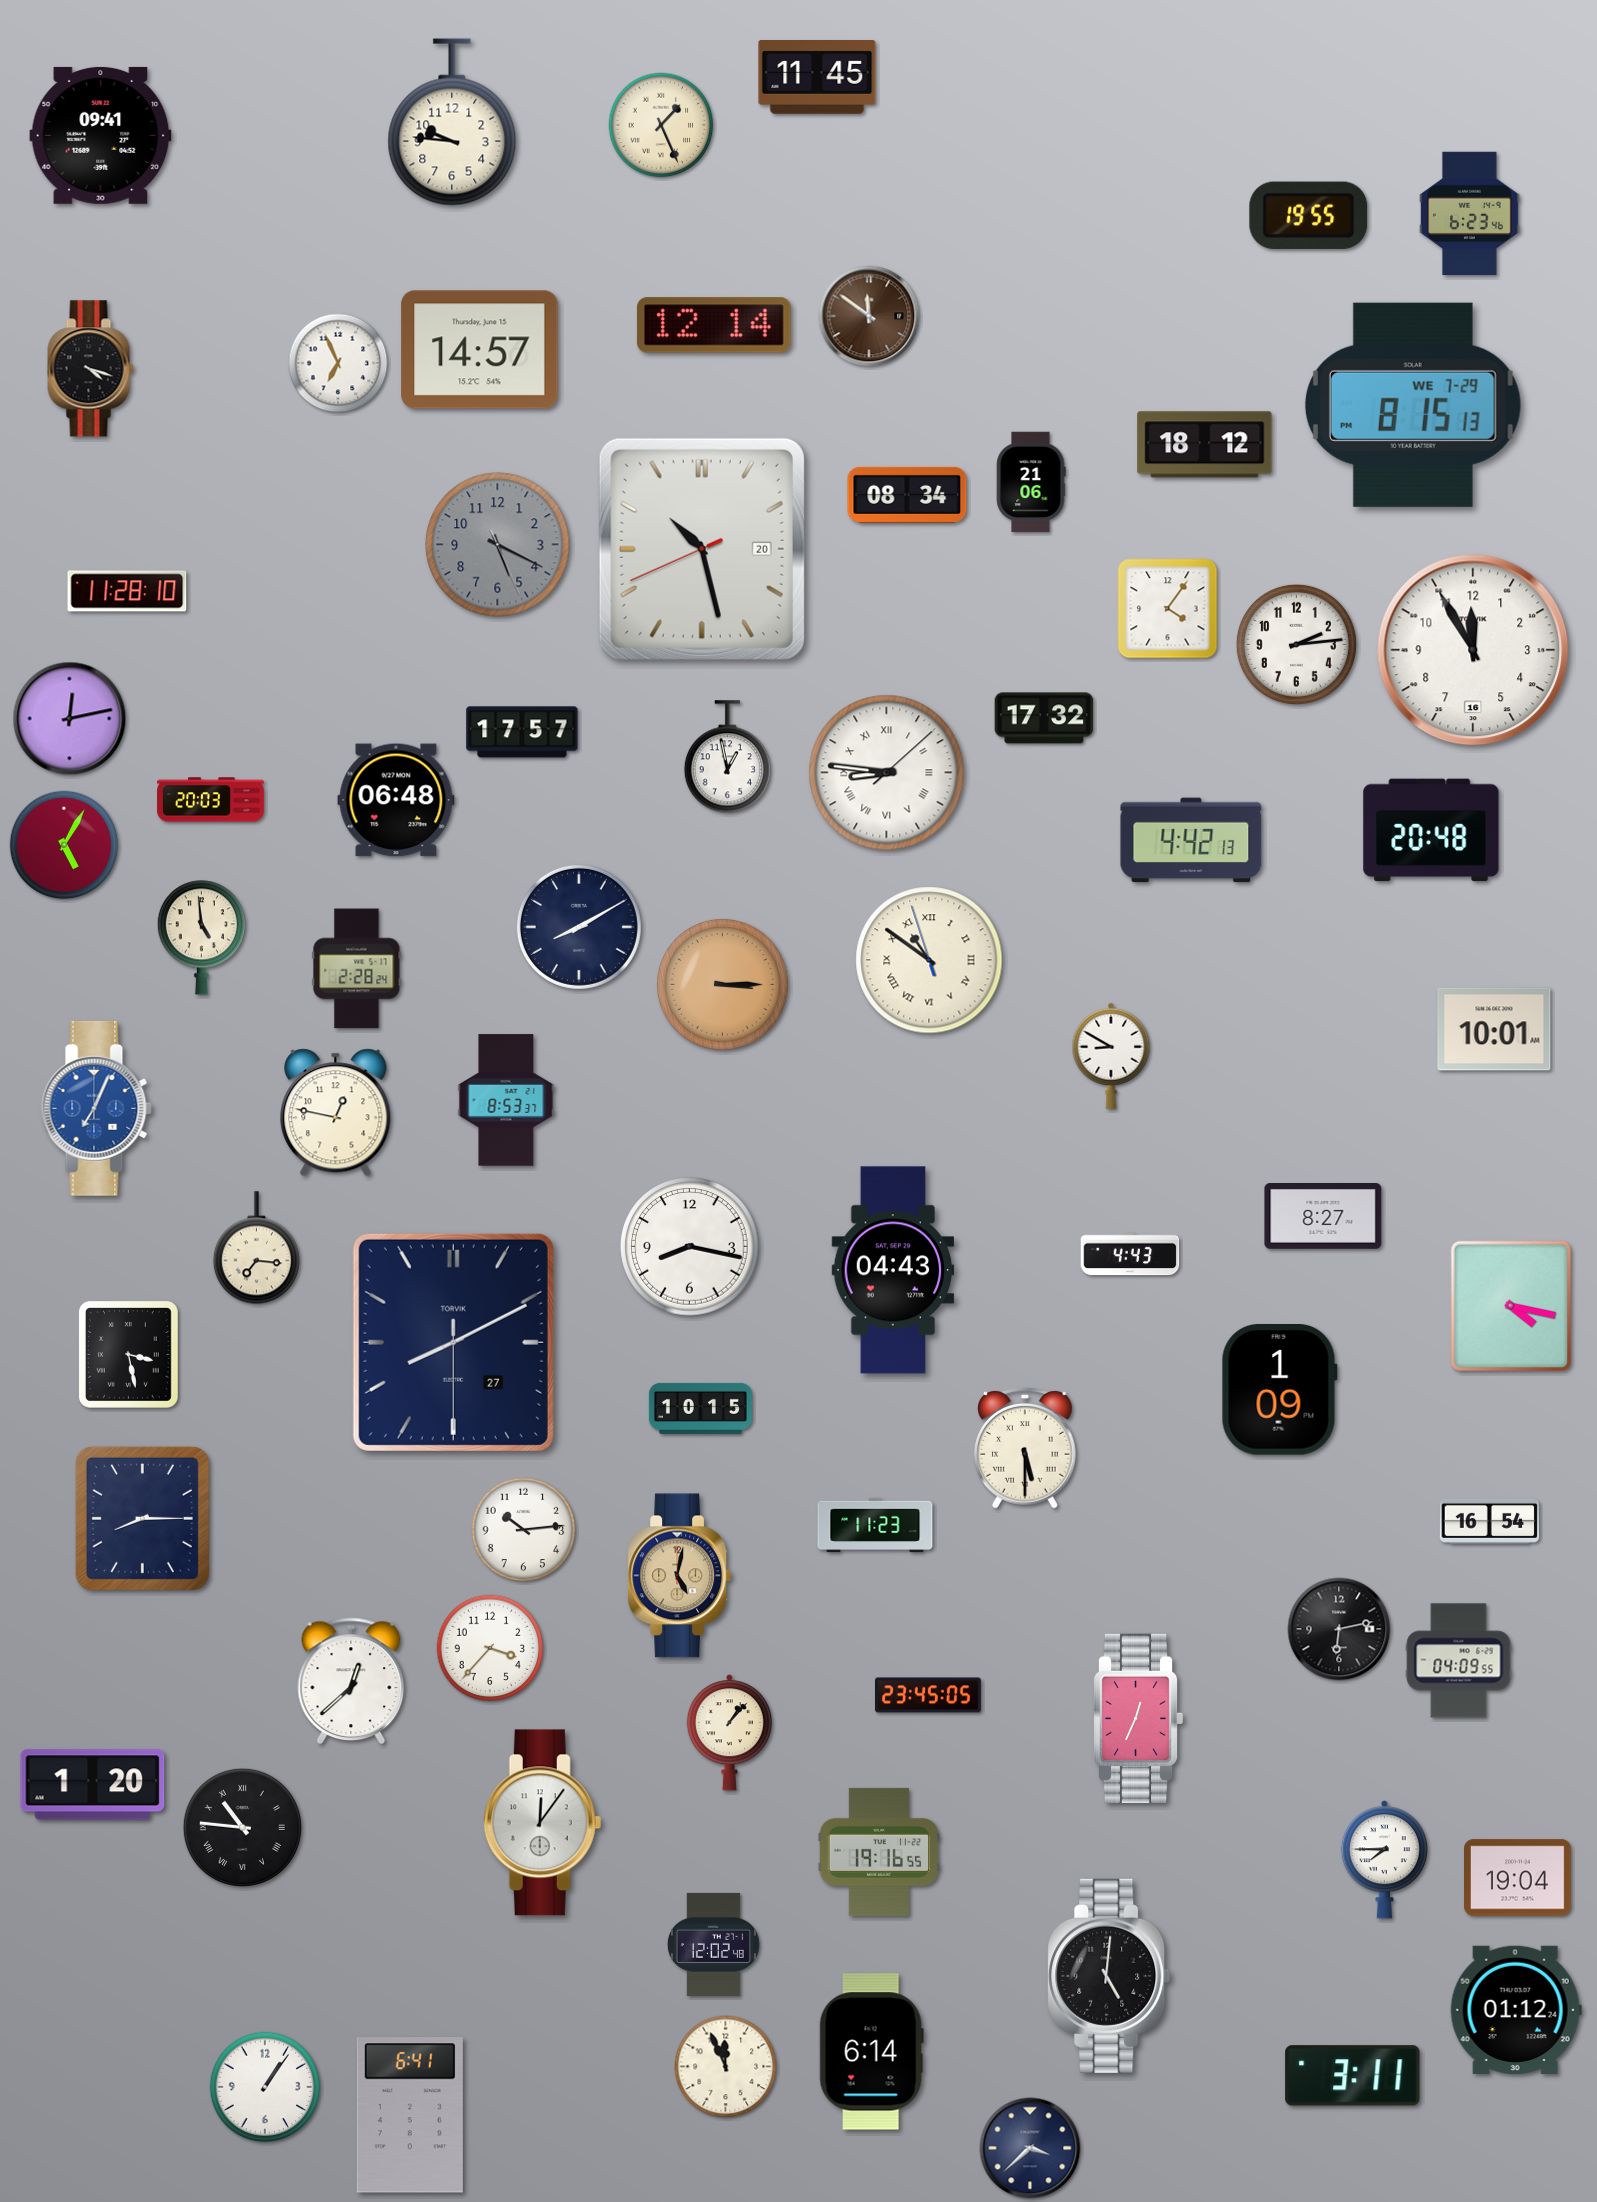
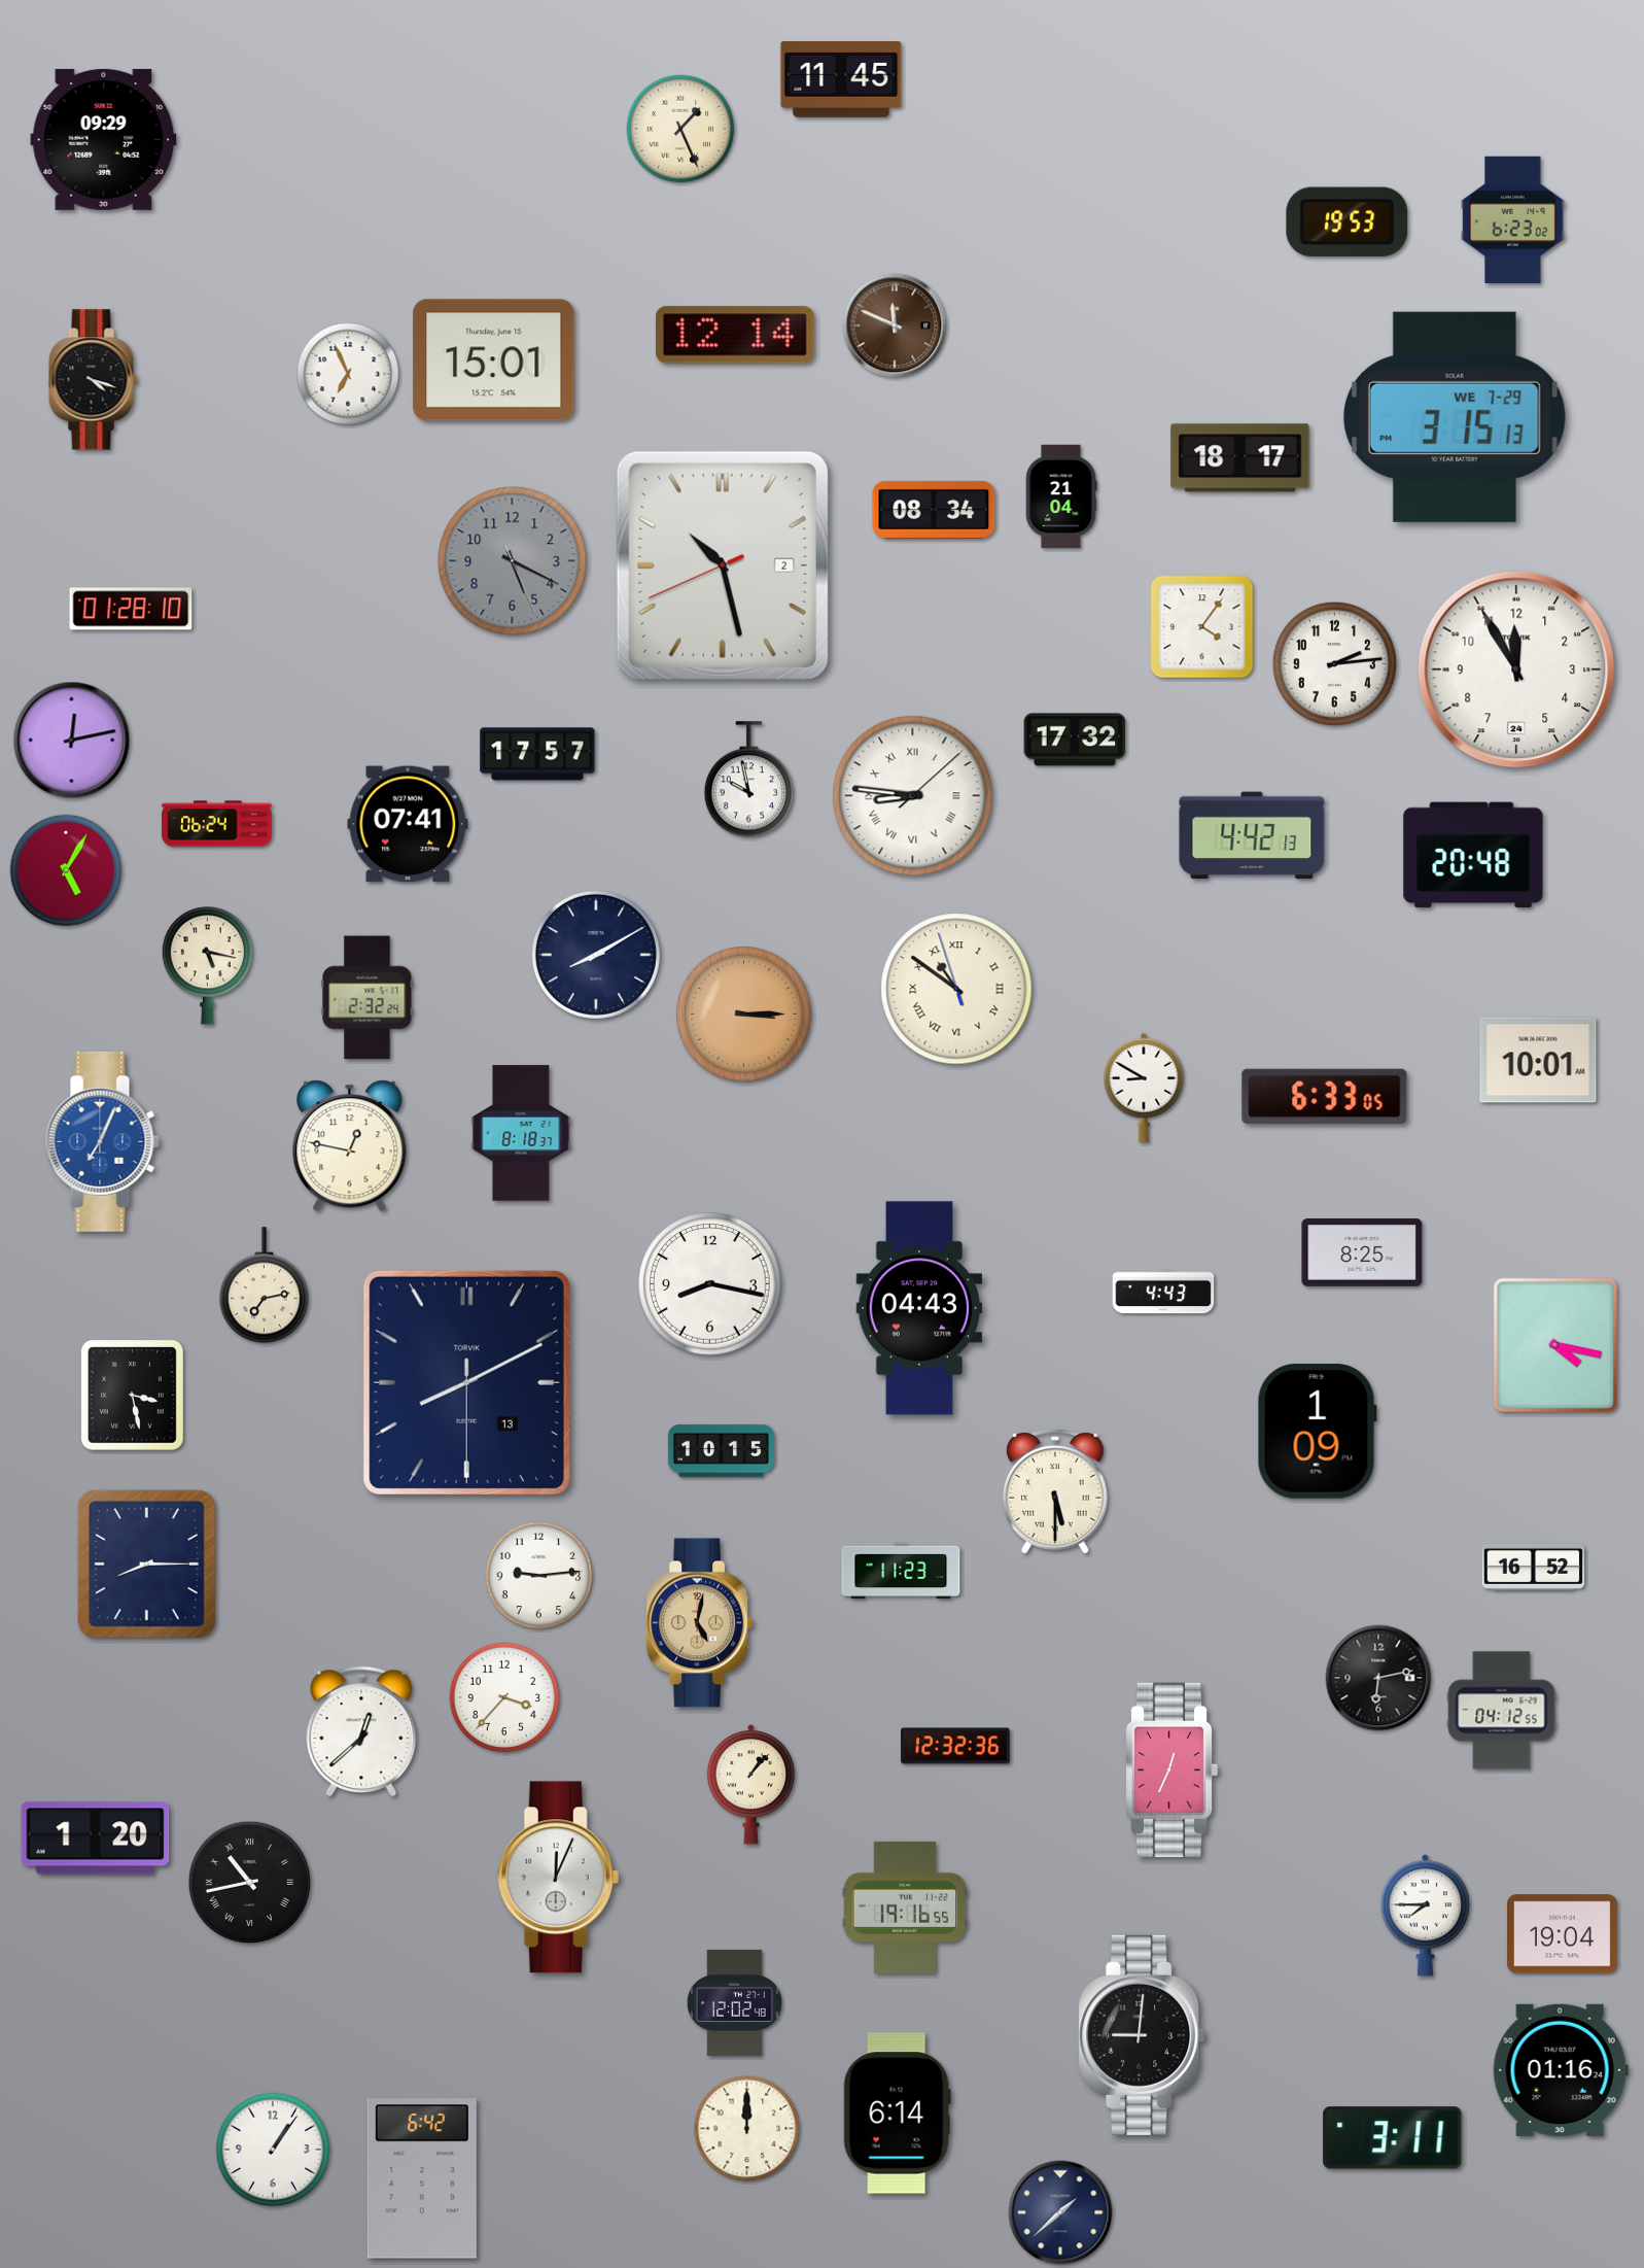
clock at (452, 122): 9:46 -> none
clock at (101, 135): 09:41 -> 09:29
clock at (1470, 214): 6:23:46 -> 6:23:02
clock at (1309, 215): 19:55 -> 19:53
clock at (869, 316): 11:51 -> 11:49
clock at (480, 350): 14:57 -> 15:01
clock at (1413, 405): 8:15 -> 3:15
clock at (1205, 445): 18:12 -> 18:17
clock at (1031, 482): 21:06 -> 21:04
clock at (702, 549) date: 20 -> 2
clock at (127, 591): 11:28 -> 01:28
clock at (1473, 650) date: 16 -> 24
clock at (727, 757): 12:58 -> 9:58
clock at (211, 800): 20:03 -> 06:24
clock at (396, 800): 06:48 -> 07:41
clock at (1191, 840) position: (1191, 840) -> (1252, 835)
clock at (201, 938): 4:59 -> 5:17
clock at (357, 969): 2:28 -> 2:32
clock at (1325, 1096): none -> 6:33
clock at (506, 1100): 8:53 -> 8:18
clock at (96, 1108) position: (96, 1108) -> (102, 1141)
clock at (336, 1113) position: (336, 1113) -> (350, 1146)
clock at (1323, 1217): 8:27 -> 8:25
clock at (256, 1248): 7:16 -> 7:13
clock at (453, 1342) date: 27 -> 13
clock at (1490, 1521): 16:54 -> 16:52
clock at (524, 1530): 10:14 -> 9:14
clock at (1459, 1661): 04:09 -> 04:12
clock at (929, 1695): 23:45 -> 12:32
clock at (543, 1823): 12:06 -> 12:04
clock at (242, 1827): 10:46 -> 10:43
clock at (1109, 1976): 5:01 -> 9:01
clock at (1516, 2010): 01:12 -> 01:16
clock at (726, 2067): 11:56 -> 12:00
clock at (410, 2115): 6:41 -> 6:42
clock at (1030, 2148): 3:38 -> 1:38
